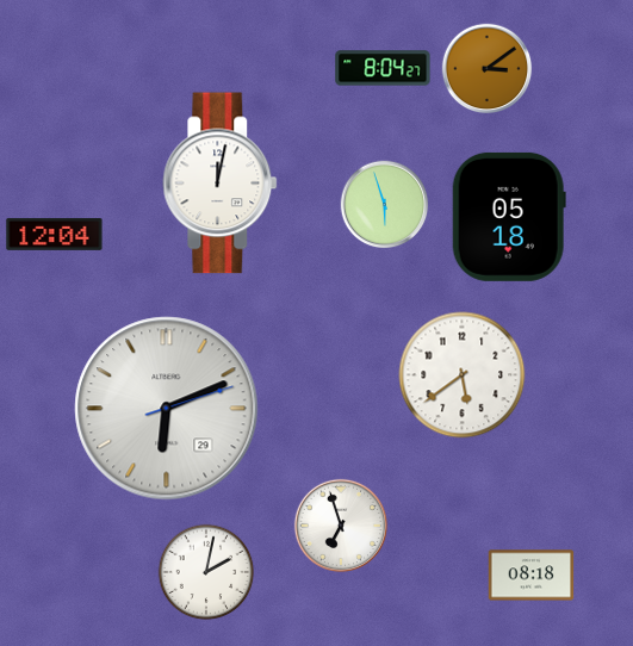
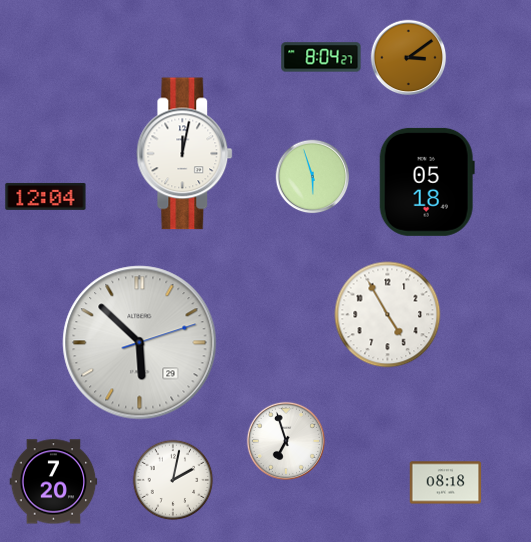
clock at (385, 205) position: (385, 205) -> (313, 177)
clock at (463, 375): 5:39 -> 4:55
clock at (167, 409): 6:11 -> 5:52
clock at (54, 482): none -> 7:20
